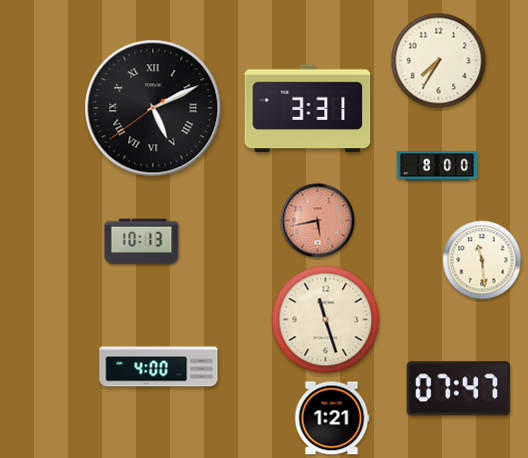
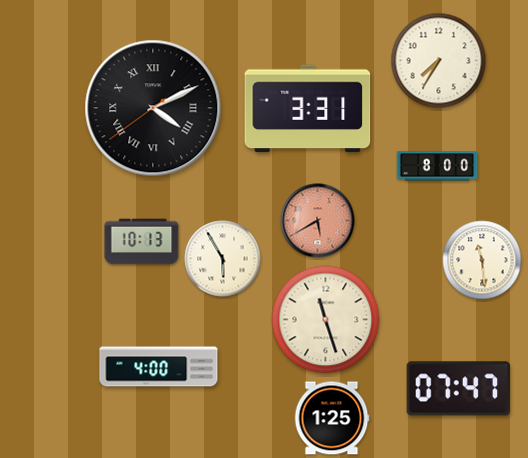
clock at (153, 108): 5:10 -> 4:10
clock at (318, 221): 5:43 -> 5:40
clock at (223, 259): none -> 5:55
clock at (332, 418): 1:21 -> 1:25
